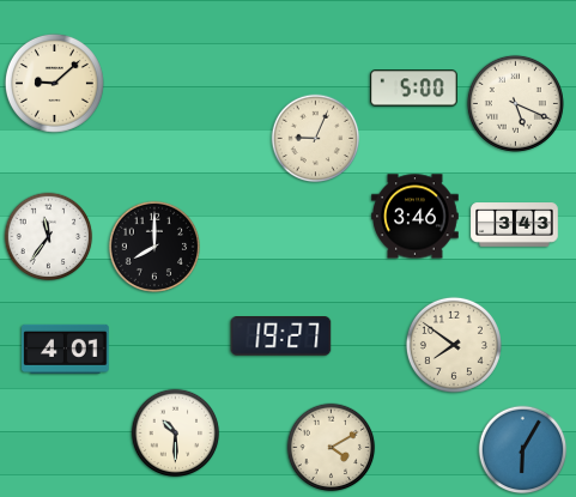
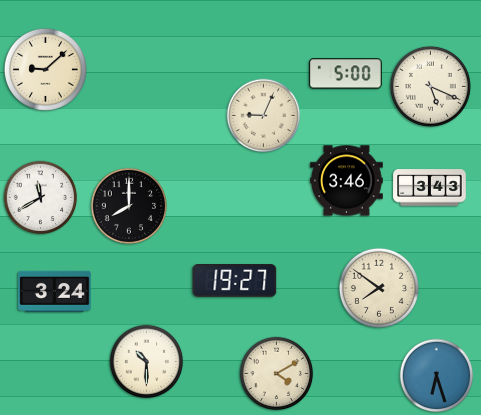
clock at (49, 237): 11:36 -> 11:40
clock at (66, 348): 4:01 -> 3:24
clock at (523, 450): 6:05 -> 6:27
